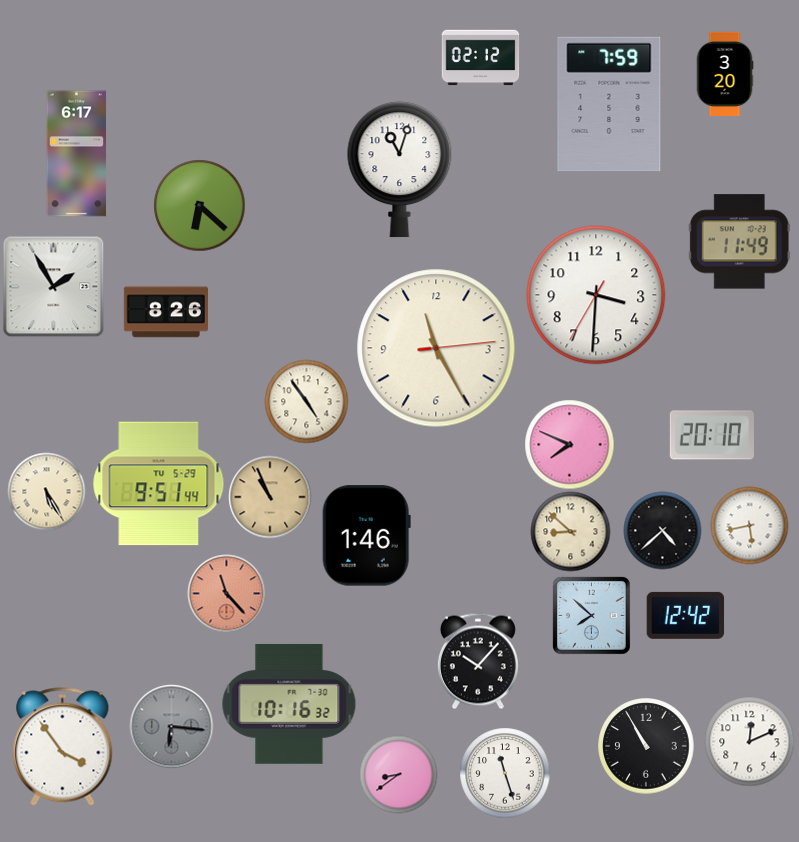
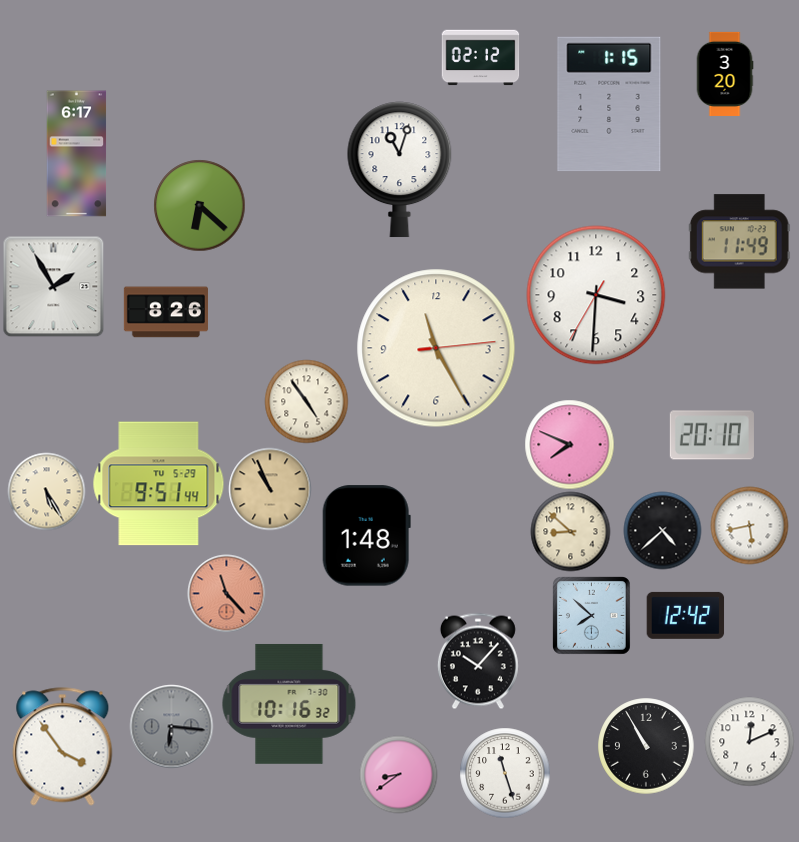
clock at (609, 104): 7:59 -> 1:15
clock at (270, 497) position: (270, 497) -> (270, 489)
clock at (366, 536): 1:46 -> 1:48
